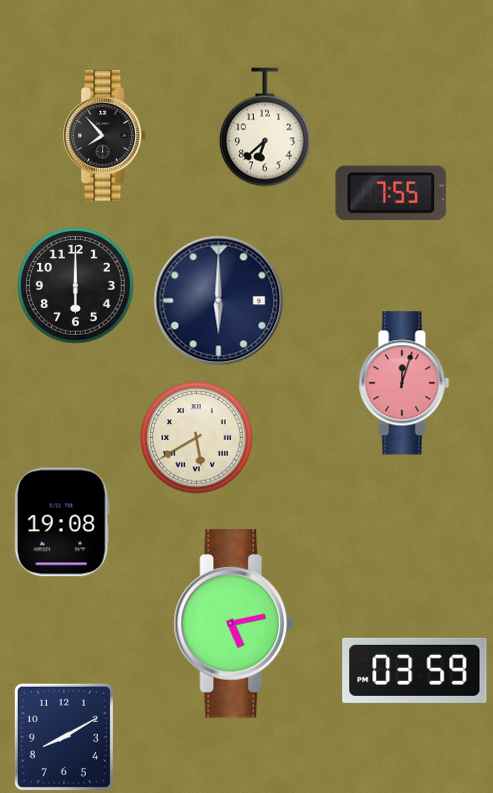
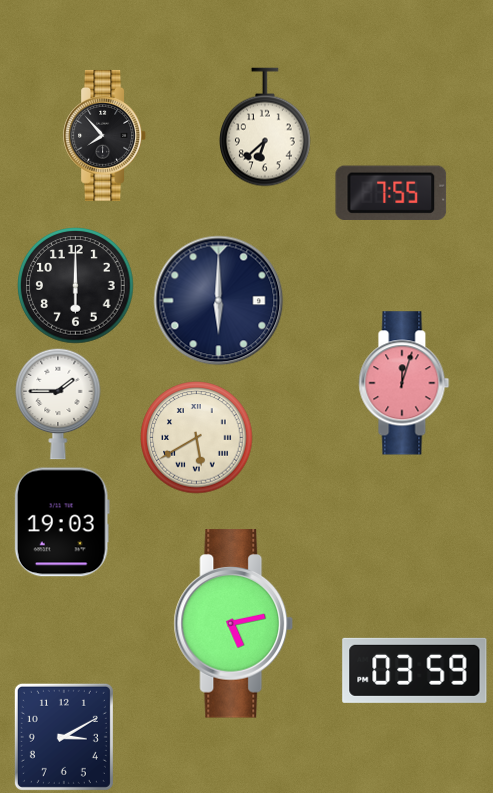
clock at (58, 404): none -> 1:45
clock at (62, 522): 19:08 -> 19:03
clock at (64, 737): 8:10 -> 3:10
